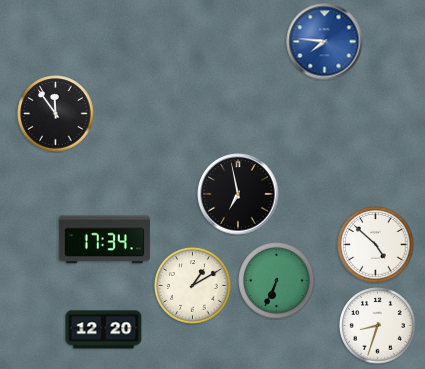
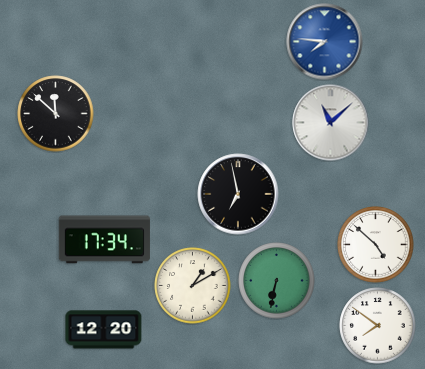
clock at (56, 114): 11:54 -> 11:52
clock at (331, 123): none -> 11:08
clock at (277, 281): 6:34 -> 6:32
clock at (378, 326): 8:33 -> 7:51
